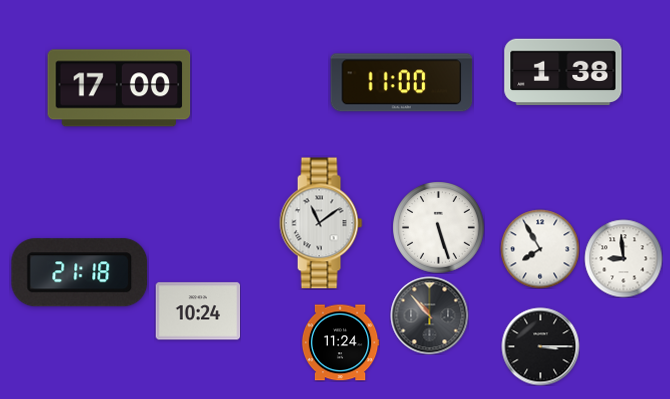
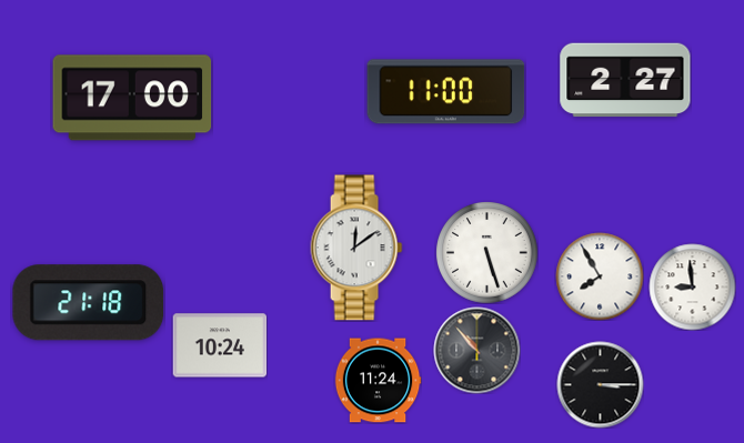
clock at (563, 72): 1:38 -> 2:27
clock at (321, 223): 11:09 -> 12:09
